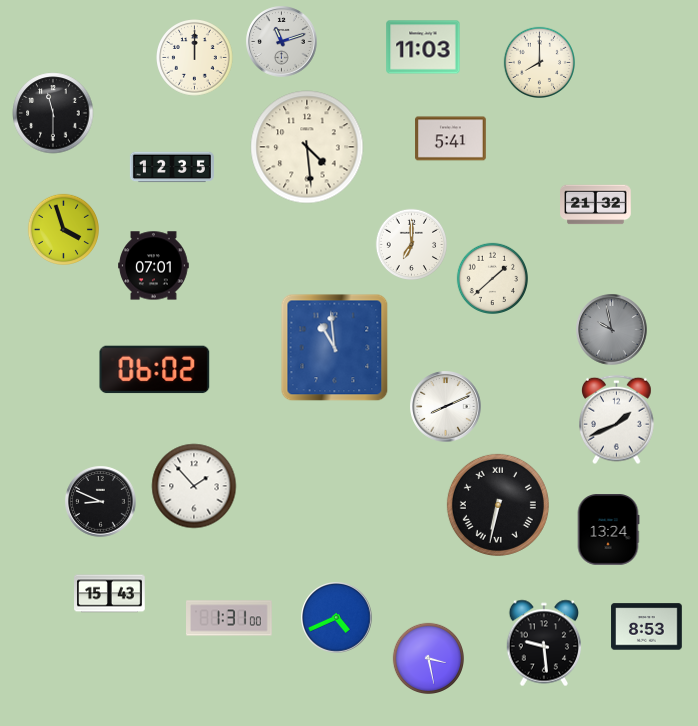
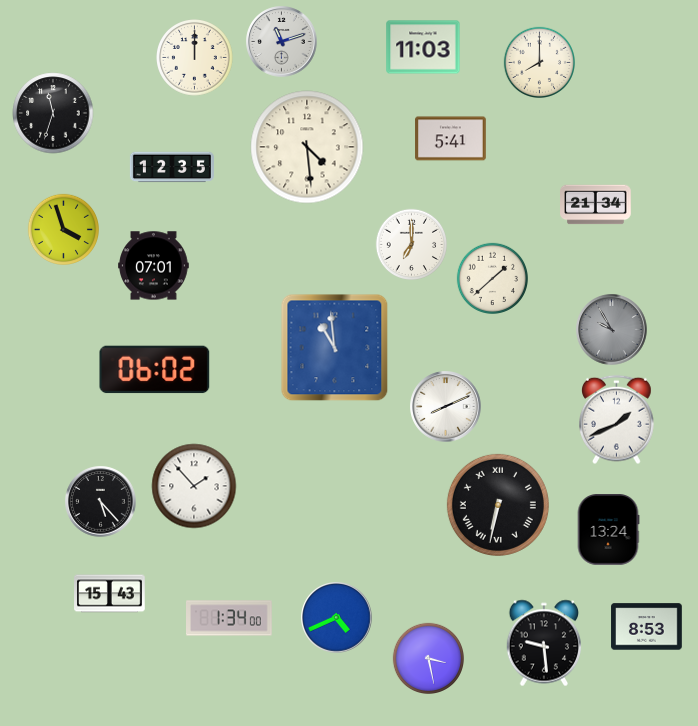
clock at (53, 113): 11:30 -> 11:33
clock at (596, 205): 21:32 -> 21:34
clock at (612, 330): 9:58 -> 9:55
clock at (101, 502): 8:49 -> 5:23
clock at (230, 618): 1:31 -> 1:34
